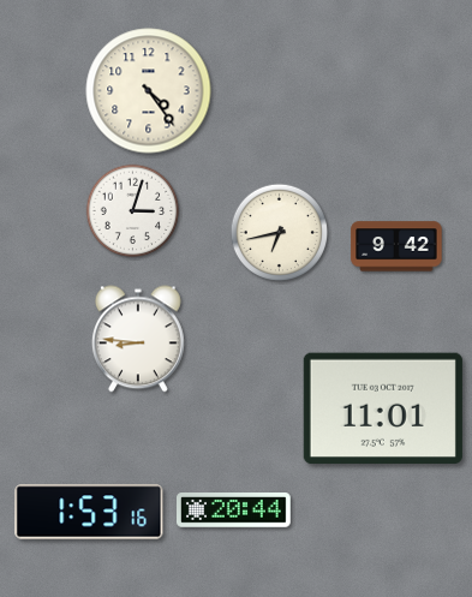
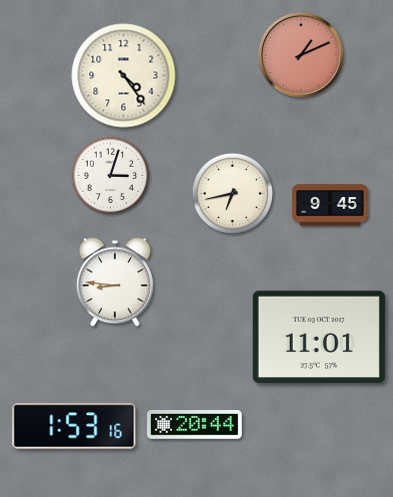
clock at (301, 55): none -> 1:11
clock at (396, 246): 9:42 -> 9:45
clock at (383, 408) position: (383, 408) -> (319, 337)
